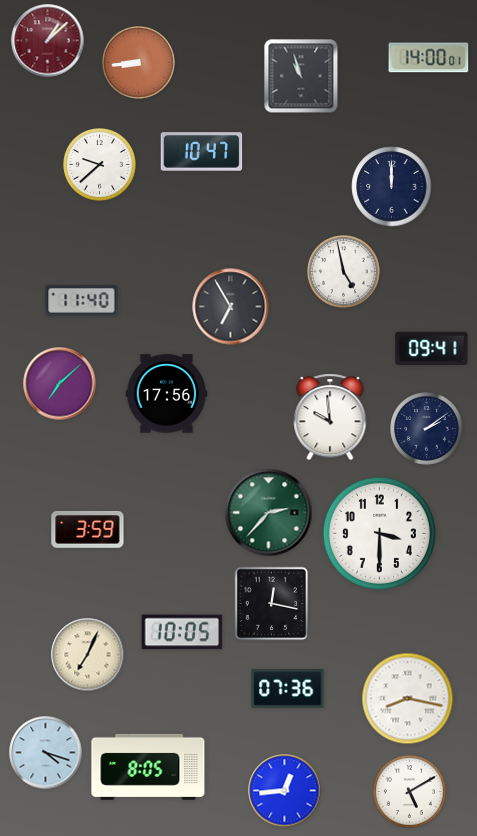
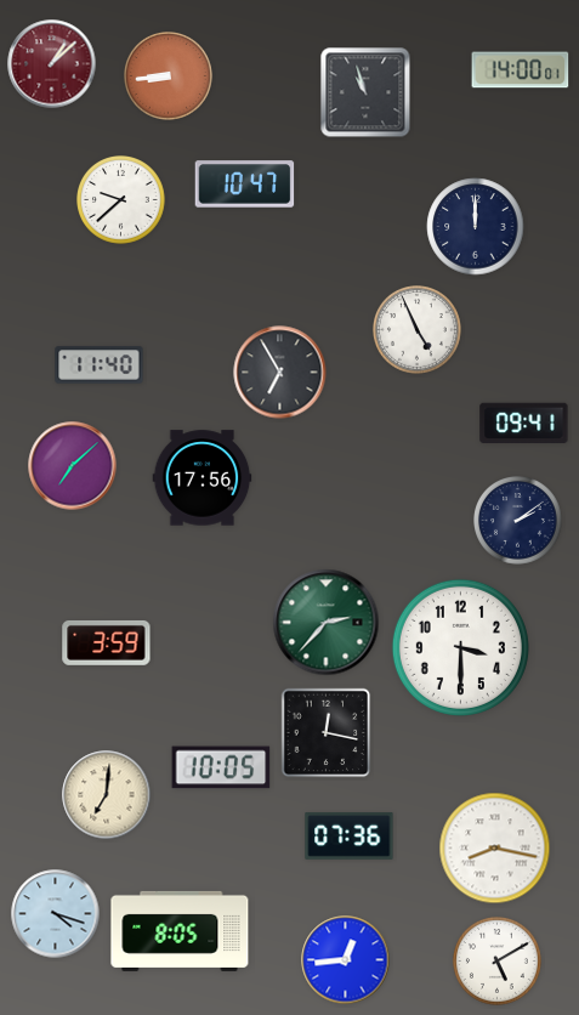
clock at (48, 41) position: (48, 41) -> (52, 64)
clock at (344, 272): 4:58 -> 4:56
clock at (330, 417): 9:59 -> none
clock at (272, 604) position: (272, 604) -> (327, 733)
clock at (88, 655): 7:04 -> 7:01
